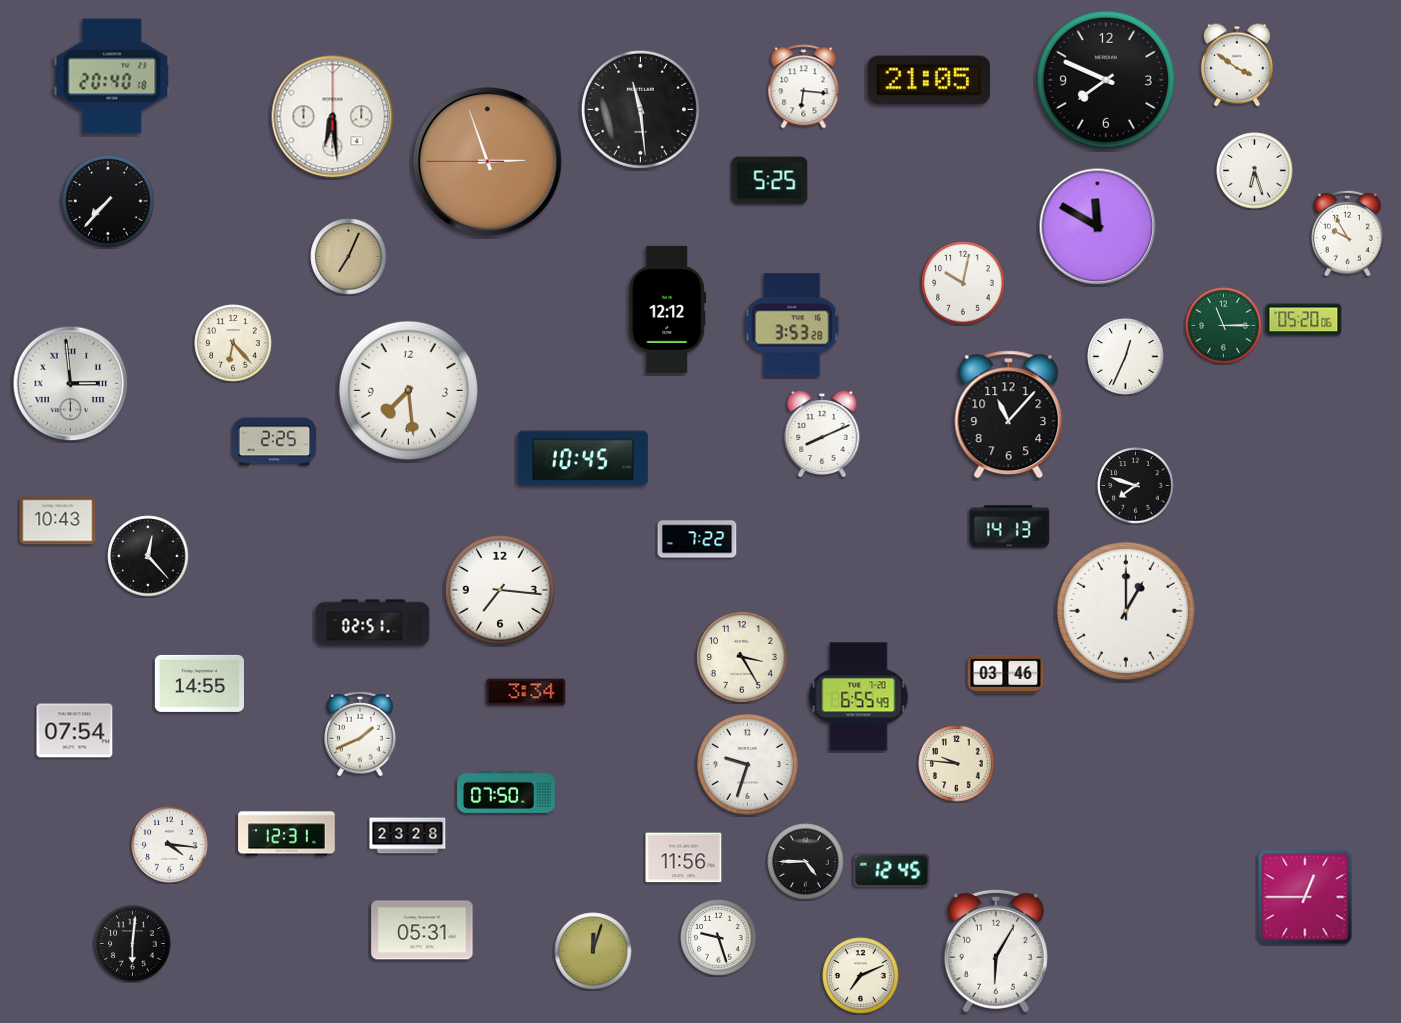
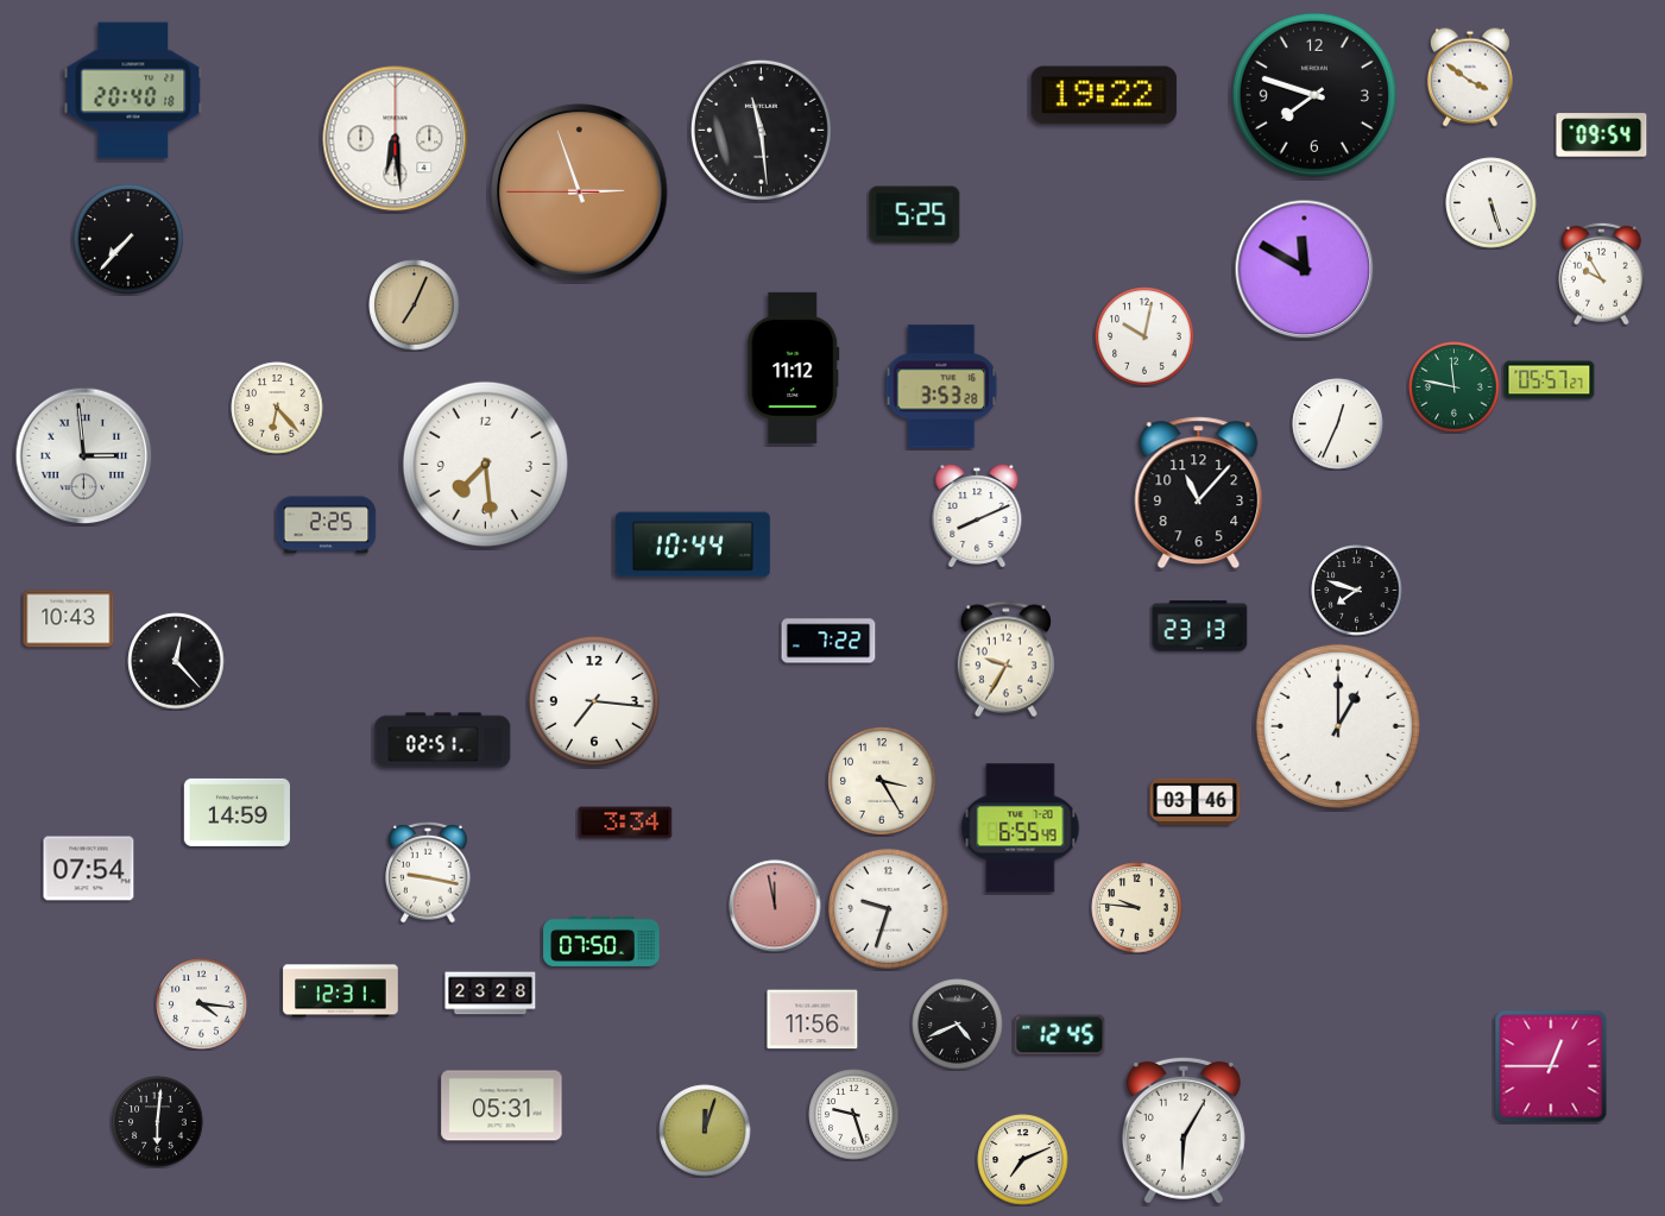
clock at (929, 80): 21:05 -> 19:22
clock at (1106, 80): 7:49 -> 7:48
clock at (804, 87): 6:16 -> none
clock at (1602, 136): none -> 09:54
clock at (1255, 171): 6:27 -> 5:27
clock at (1348, 233) position: (1348, 233) -> (1602, 273)
clock at (668, 309): 12:12 -> 11:12
clock at (1304, 320): 05:20 -> 05:57
clock at (1224, 326): 11:15 -> 11:47
clock at (583, 458): 10:45 -> 10:44
clock at (1136, 486) position: (1136, 486) -> (1357, 591)
clock at (1010, 527): 14:13 -> 23:13
clock at (1005, 660): none -> 9:35
clock at (199, 683): 14:55 -> 14:59
clock at (360, 734): 1:41 -> 9:17
clock at (775, 906): none -> 11:58
clock at (408, 836) position: (408, 836) -> (491, 994)
clock at (806, 862): 4:45 -> 4:41
